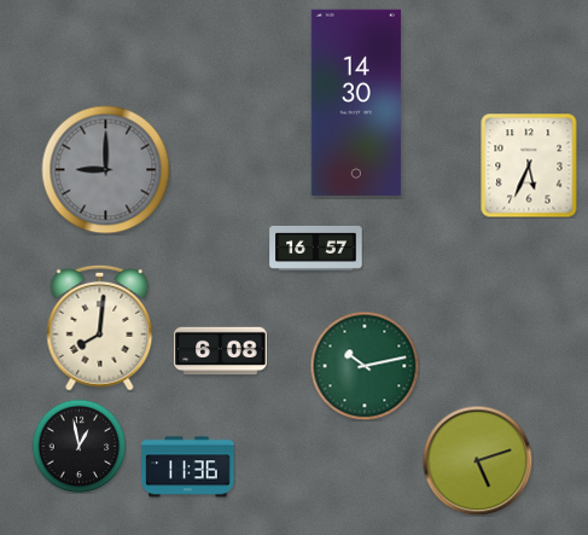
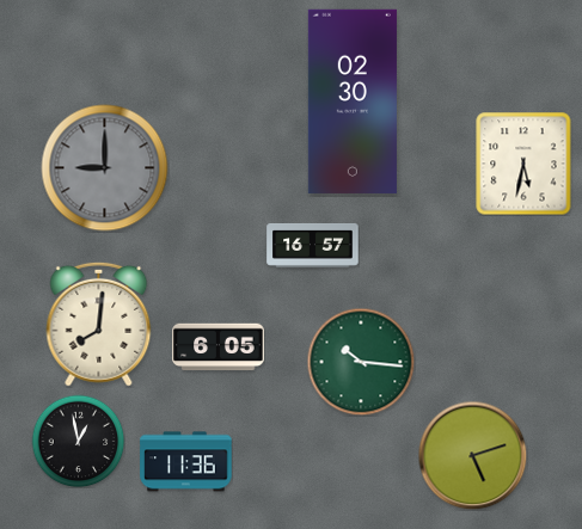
clock at (356, 103): 14:30 -> 02:30
clock at (529, 165): 5:34 -> 5:32
clock at (221, 351): 6:08 -> 6:05
clock at (365, 366): 10:13 -> 10:16
